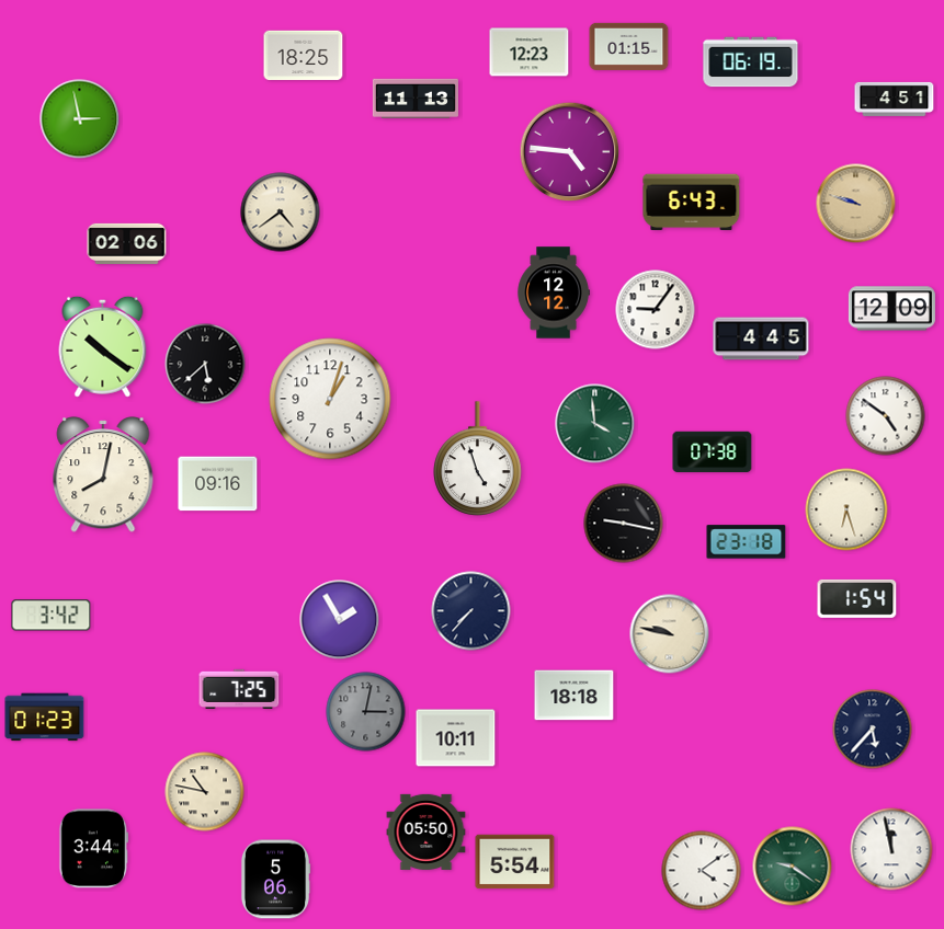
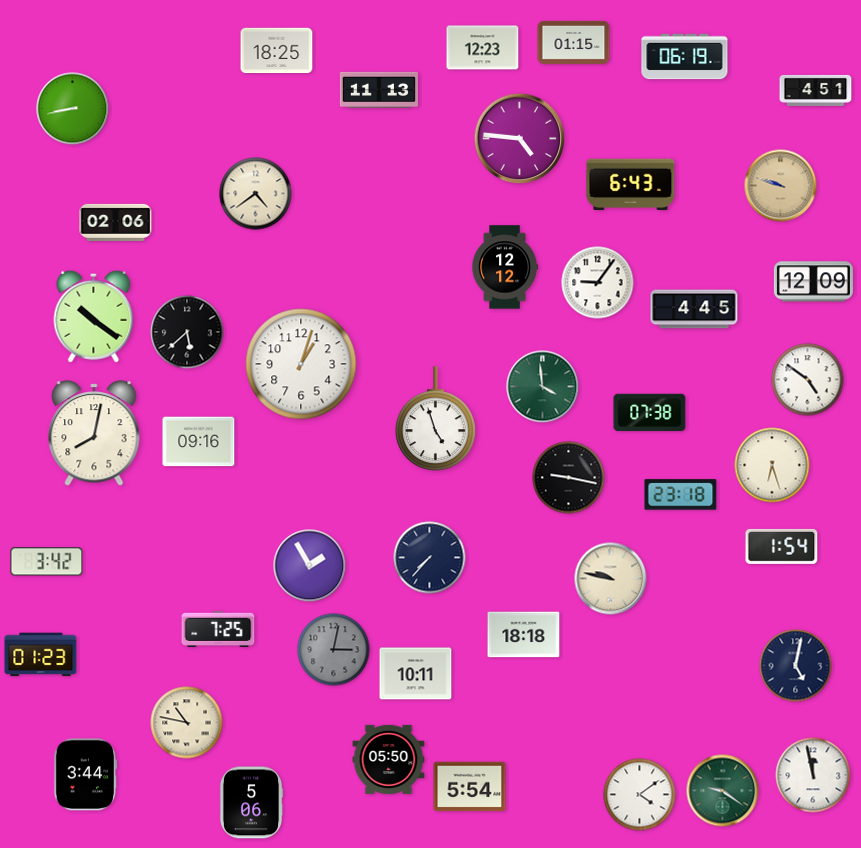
clock at (80, 119): 2:58 -> 8:43
clock at (873, 730): 5:37 -> 5:02
